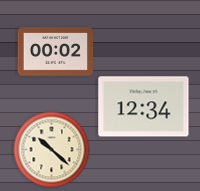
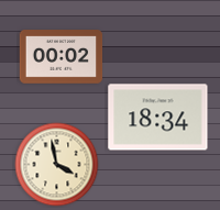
clock at (144, 107): 12:34 -> 18:34
clock at (52, 150): 10:22 -> 3:58
